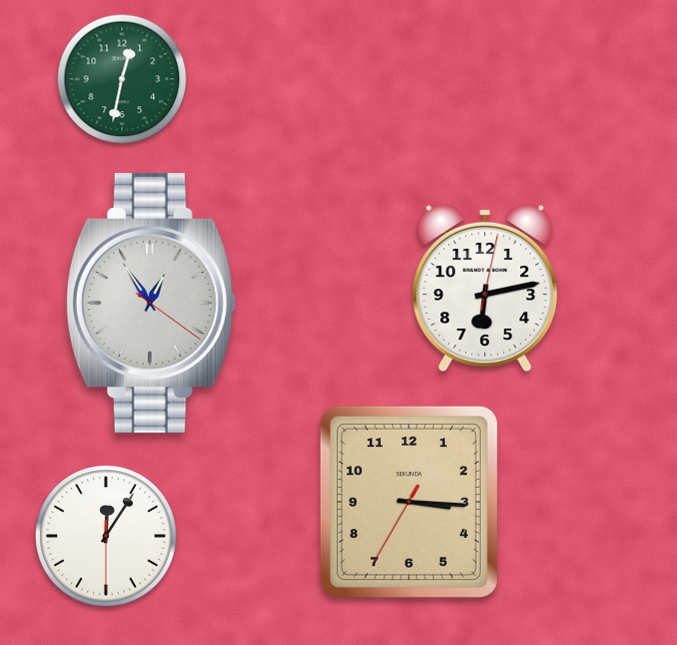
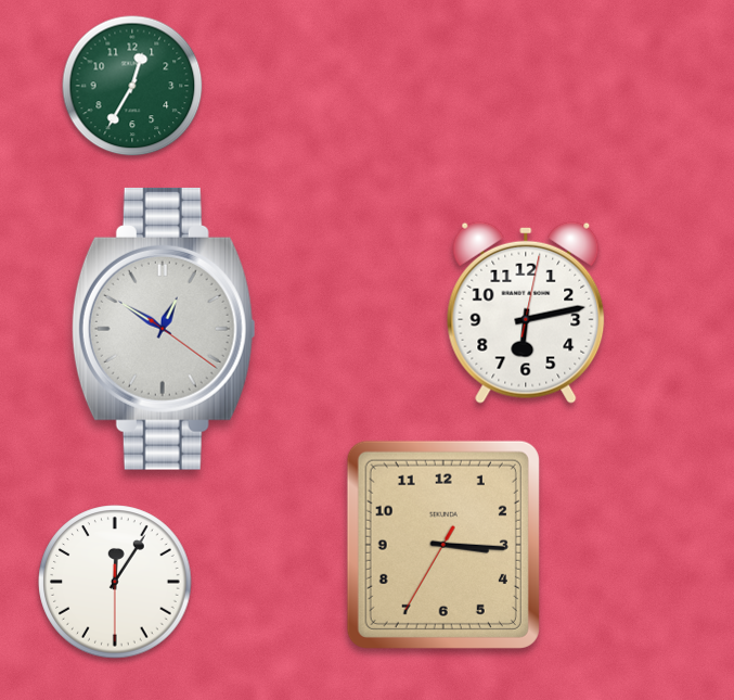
clock at (122, 79): 12:32 -> 12:35
clock at (151, 303): 12:54 -> 12:50
